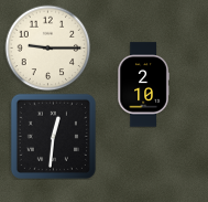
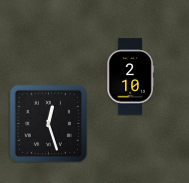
clock at (47, 47): 9:15 -> none
clock at (53, 136): 12:31 -> 12:27
